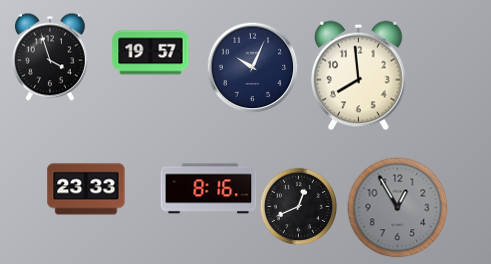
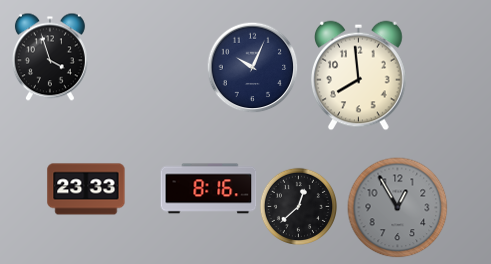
clock at (151, 53): 19:57 -> none
clock at (298, 206): 12:41 -> 12:38
